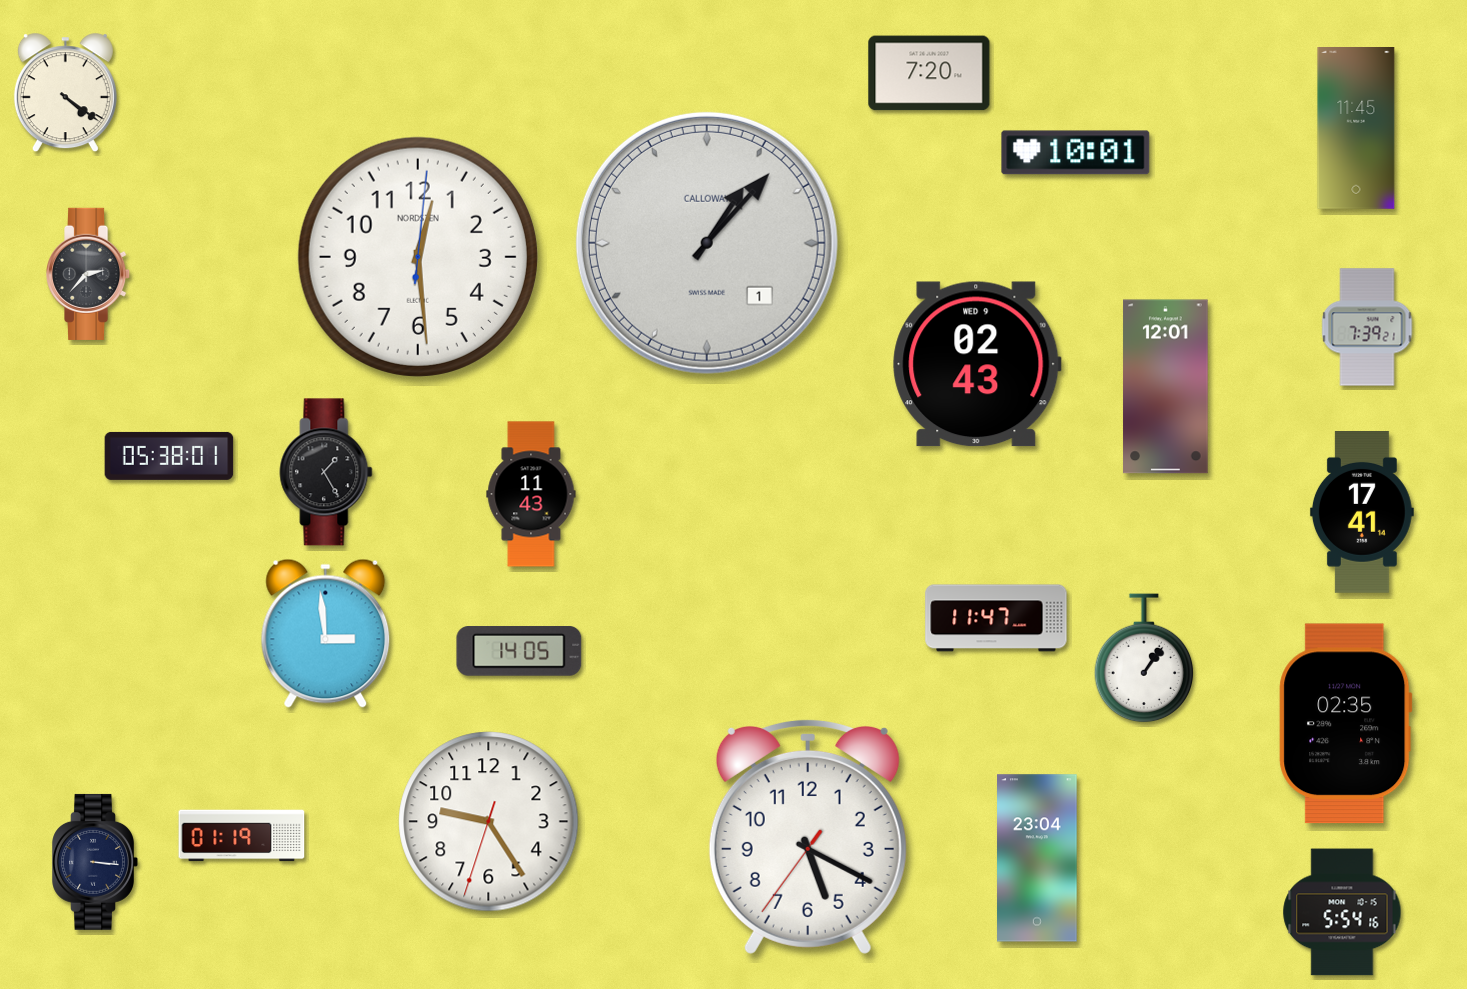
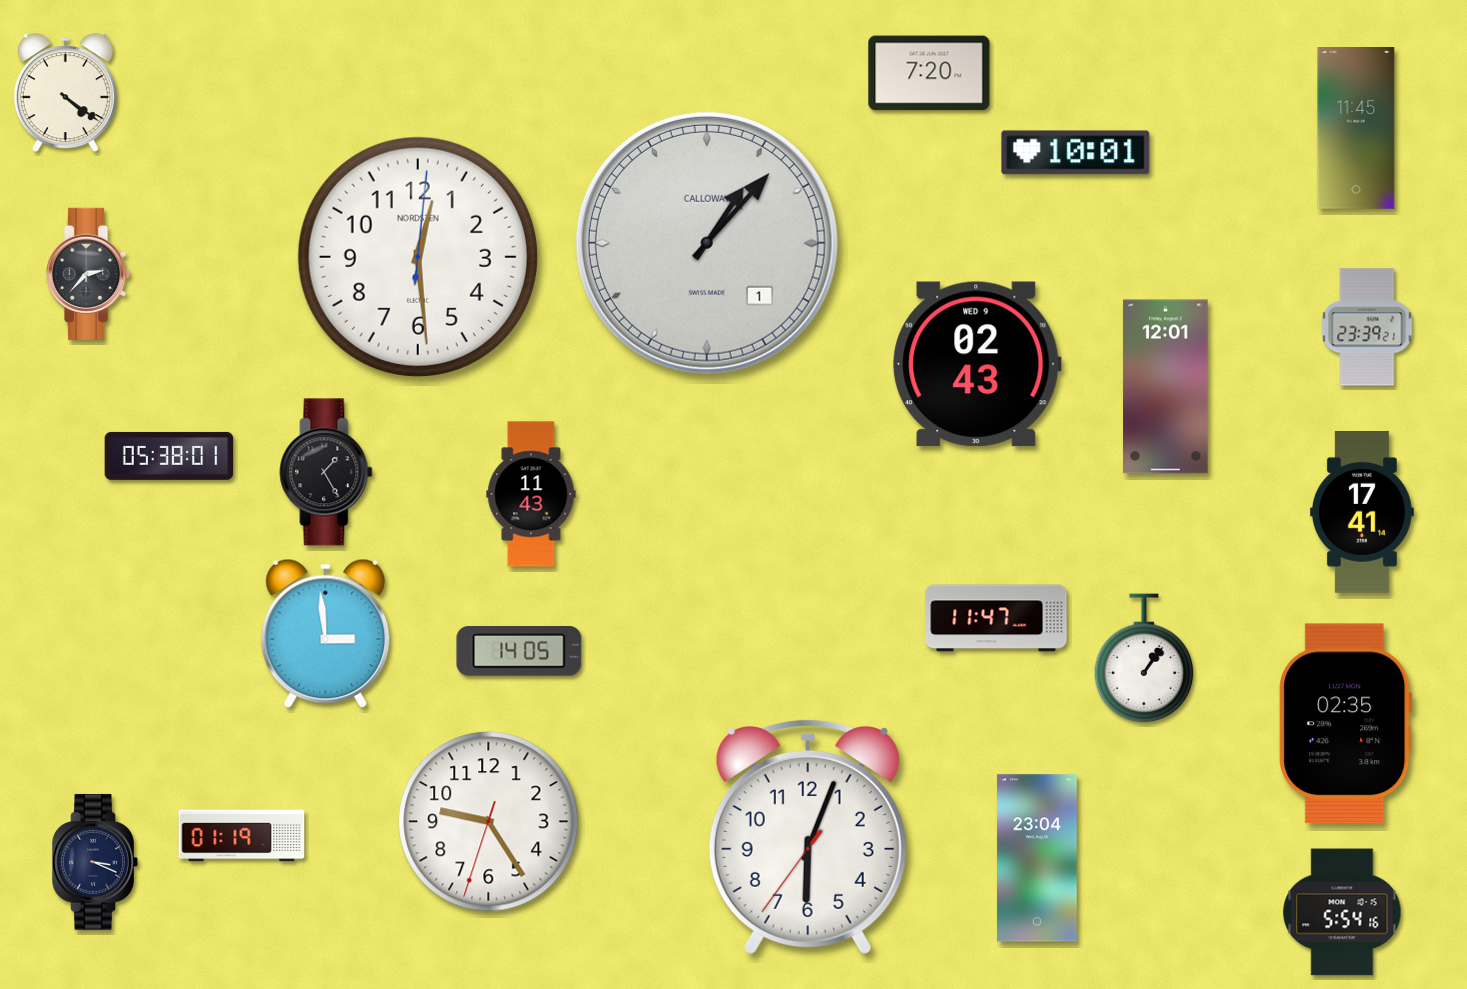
clock at (1367, 327): 7:39 -> 23:39
clock at (808, 836): 5:19 -> 6:03
clock at (95, 862): 3:16 -> 3:19
